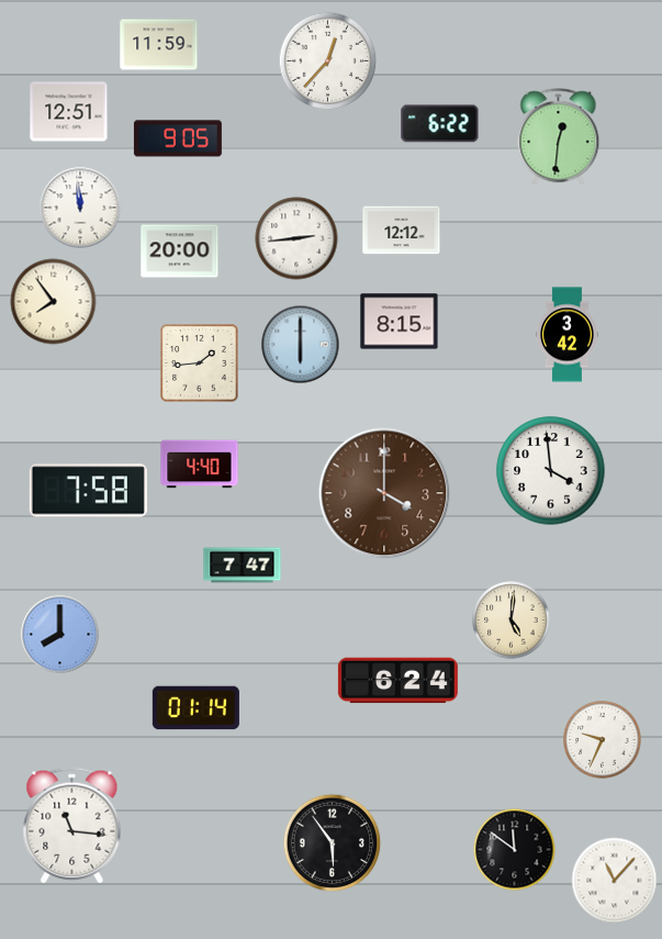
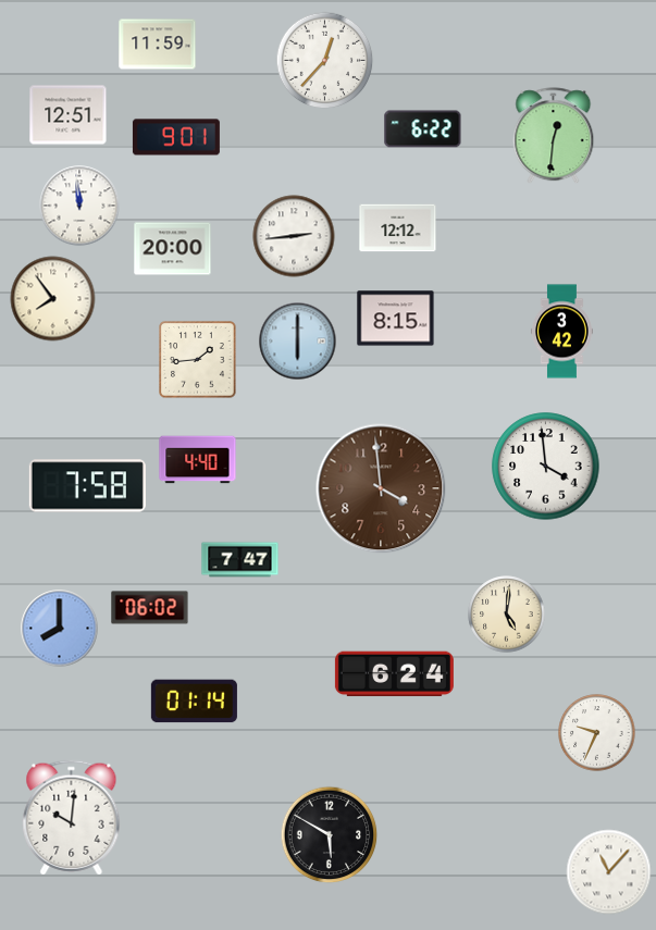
clock at (69, 112) position: (69, 112) -> (69, 115)
clock at (440, 124) position: (440, 124) -> (423, 129)
clock at (178, 138): 9:05 -> 9:01
clock at (180, 251) position: (180, 251) -> (173, 249)
clock at (384, 493): 4:00 -> 3:59
clock at (150, 608): none -> 06:02
clock at (72, 826): 11:16 -> 10:01
clock at (333, 843): 5:54 -> 5:50
clock at (515, 850): 11:51 -> none
